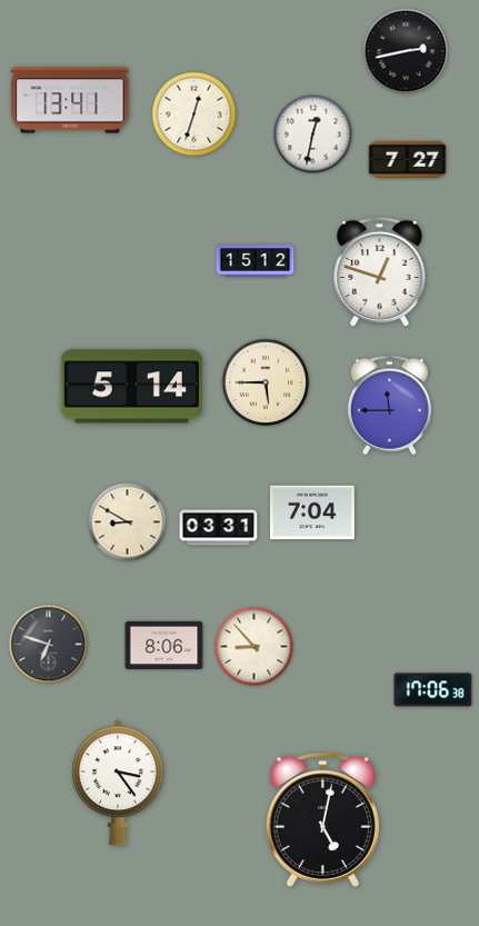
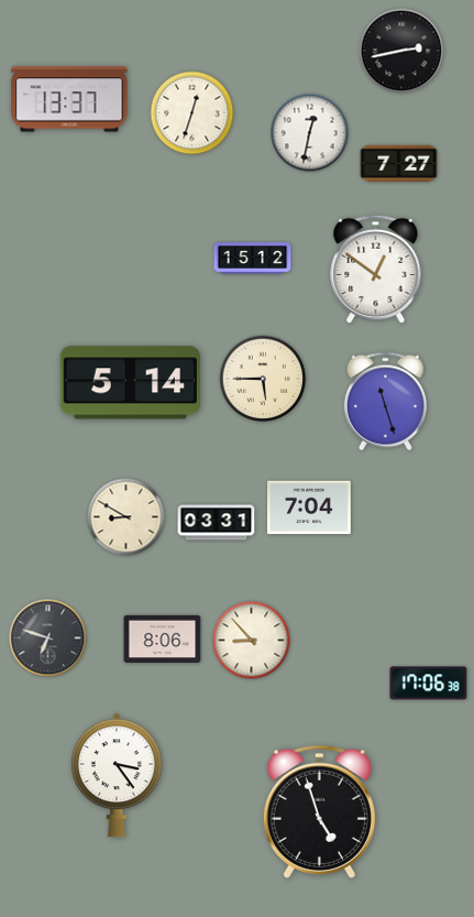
clock at (70, 100): 13:41 -> 13:37
clock at (408, 159) position: (408, 159) -> (399, 163)
clock at (380, 272): 12:48 -> 12:51
clock at (389, 406): 11:45 -> 11:27
clock at (322, 819): 5:02 -> 4:57
